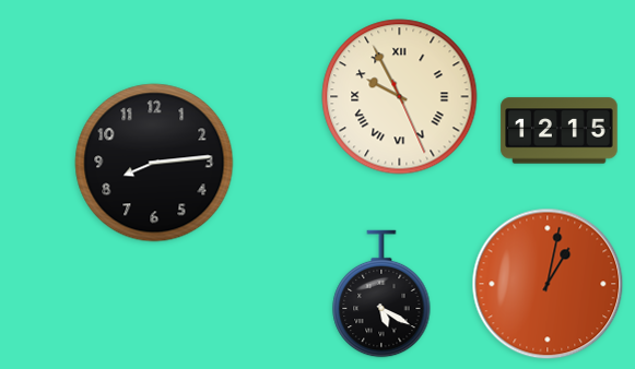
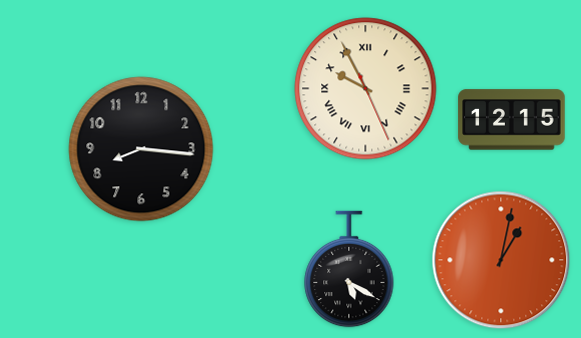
clock at (154, 163): 8:14 -> 8:16
